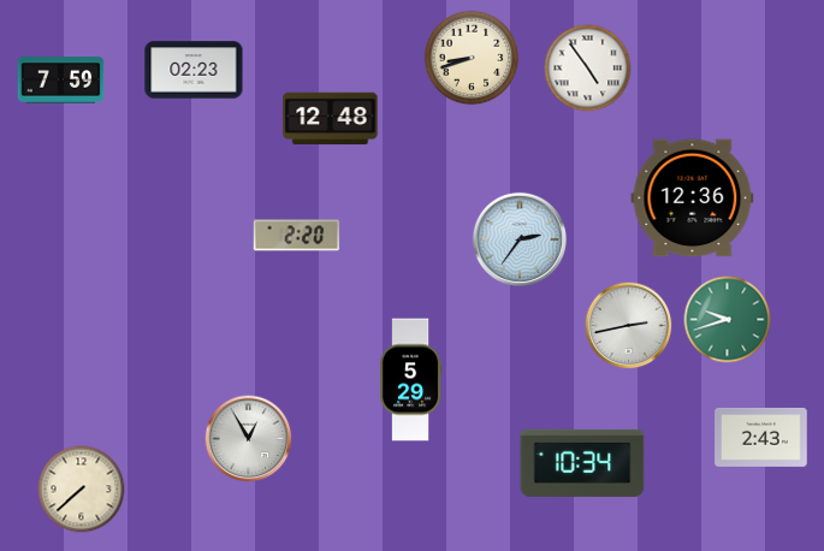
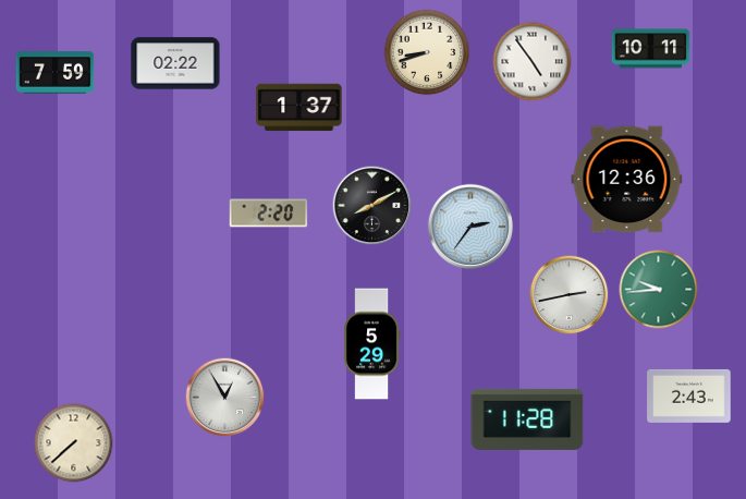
clock at (651, 49): none -> 10:11
clock at (194, 70): 02:23 -> 02:22
clock at (331, 119): 12:48 -> 1:37
clock at (372, 206): none -> 8:10
clock at (518, 238) position: (518, 238) -> (469, 226)
clock at (728, 320): 9:42 -> 9:44
clock at (582, 463): 10:34 -> 11:28
